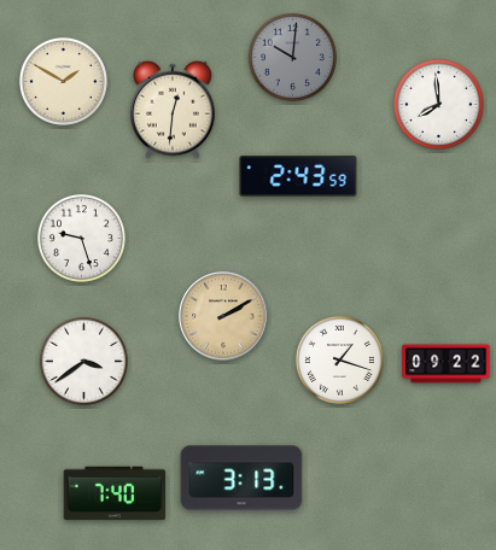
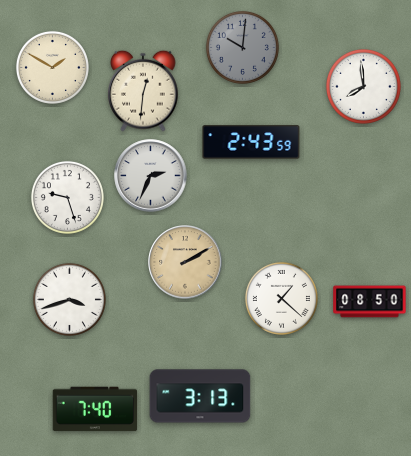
clock at (298, 176) position: (298, 176) -> (251, 142)
clock at (151, 176): none -> 2:34
clock at (339, 359): 1:18 -> 1:22
clock at (83, 361): 3:39 -> 3:42
clock at (447, 364): 09:22 -> 08:50
